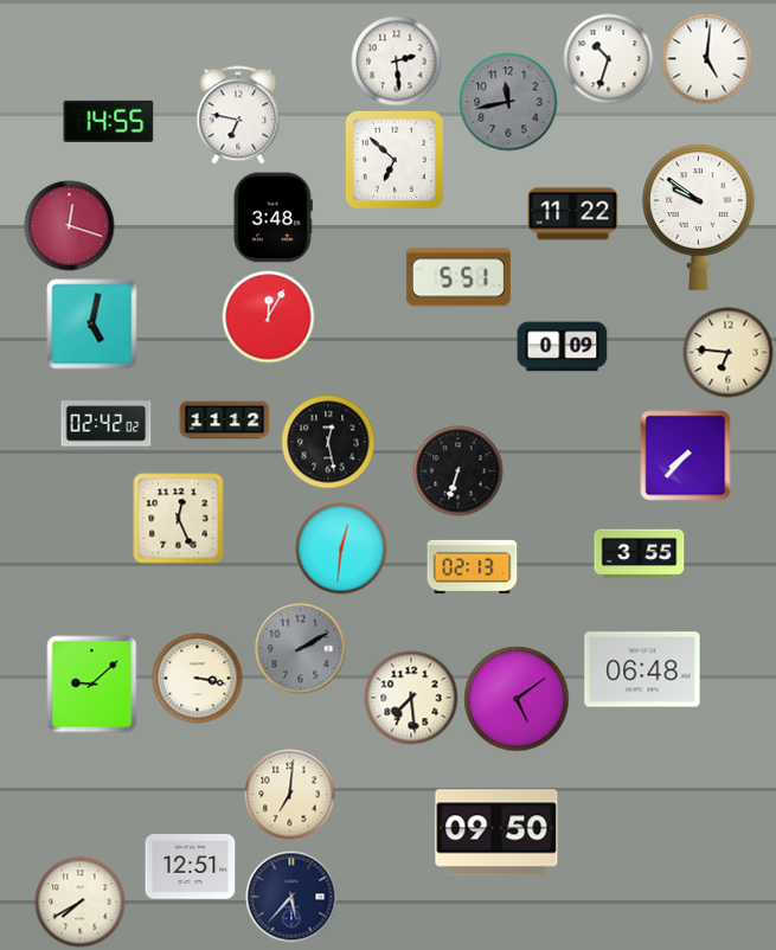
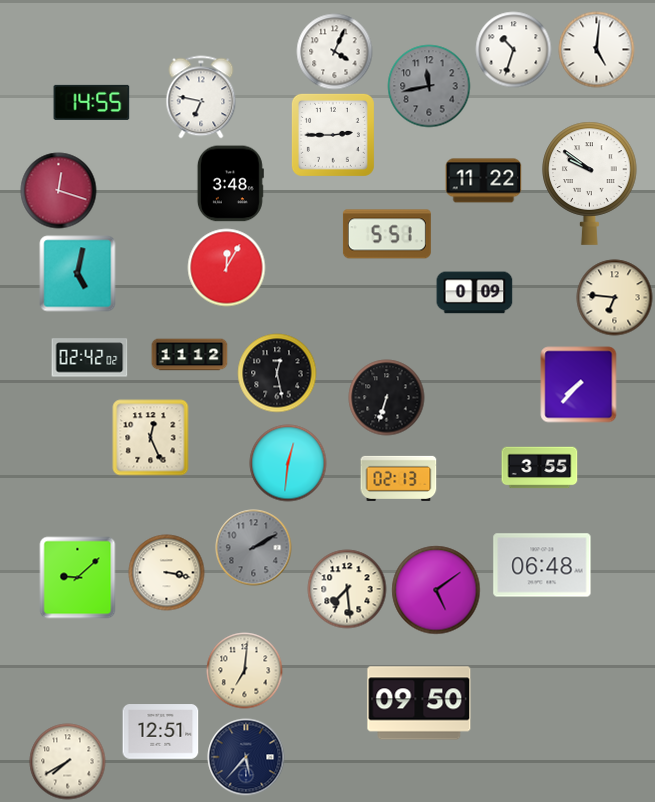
clock at (397, 62): 2:29 -> 4:04
clock at (395, 160): 6:52 -> 2:45
